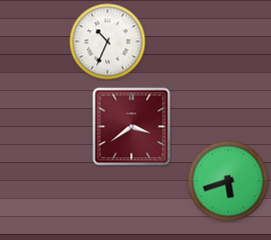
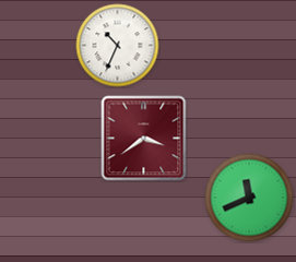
clock at (228, 181): 5:42 -> 11:41
